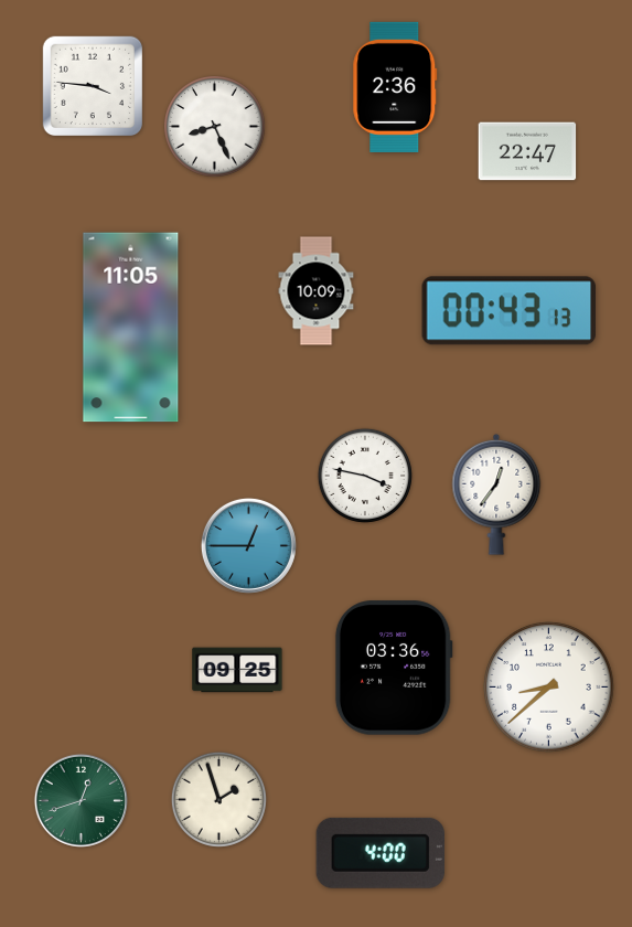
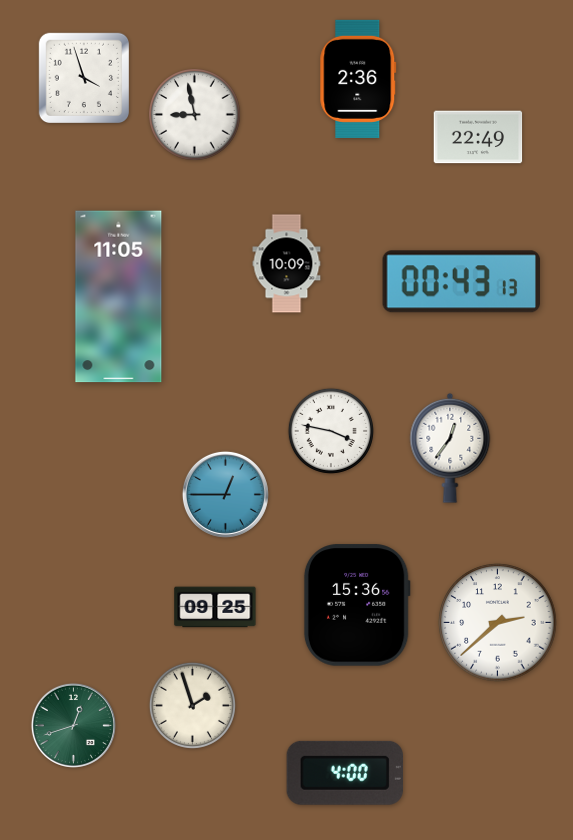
clock at (92, 85): 3:46 -> 3:57
clock at (215, 127): 8:26 -> 8:58
clock at (527, 151): 22:47 -> 22:49
clock at (394, 668): 03:36 -> 15:36
clock at (549, 688): 8:38 -> 2:38
clock at (218, 799) position: (218, 799) -> (192, 705)
